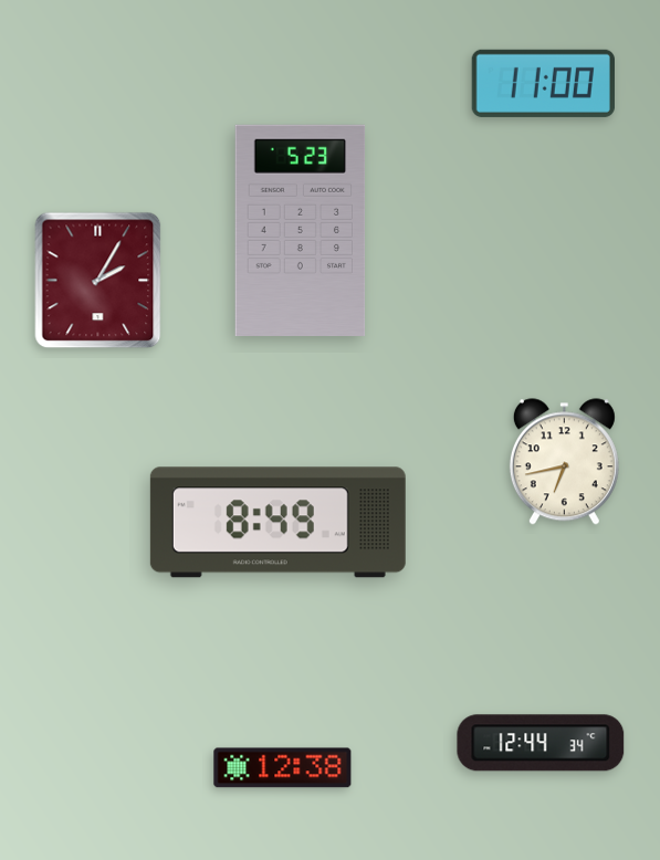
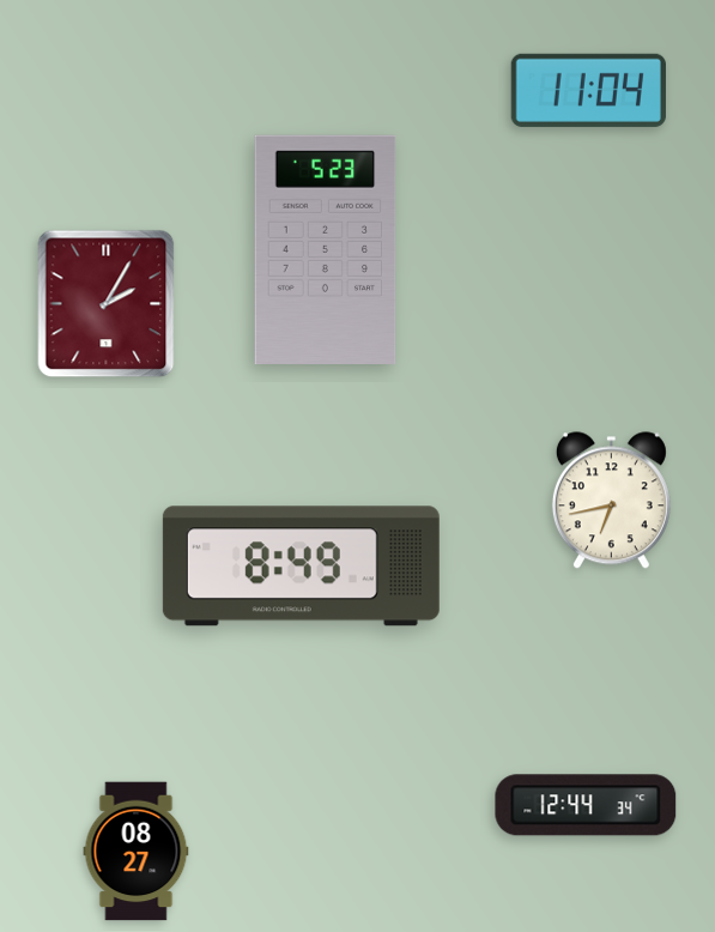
clock at (543, 83): 11:00 -> 11:04
clock at (283, 768): 12:38 -> none
clock at (137, 852): none -> 08:27
